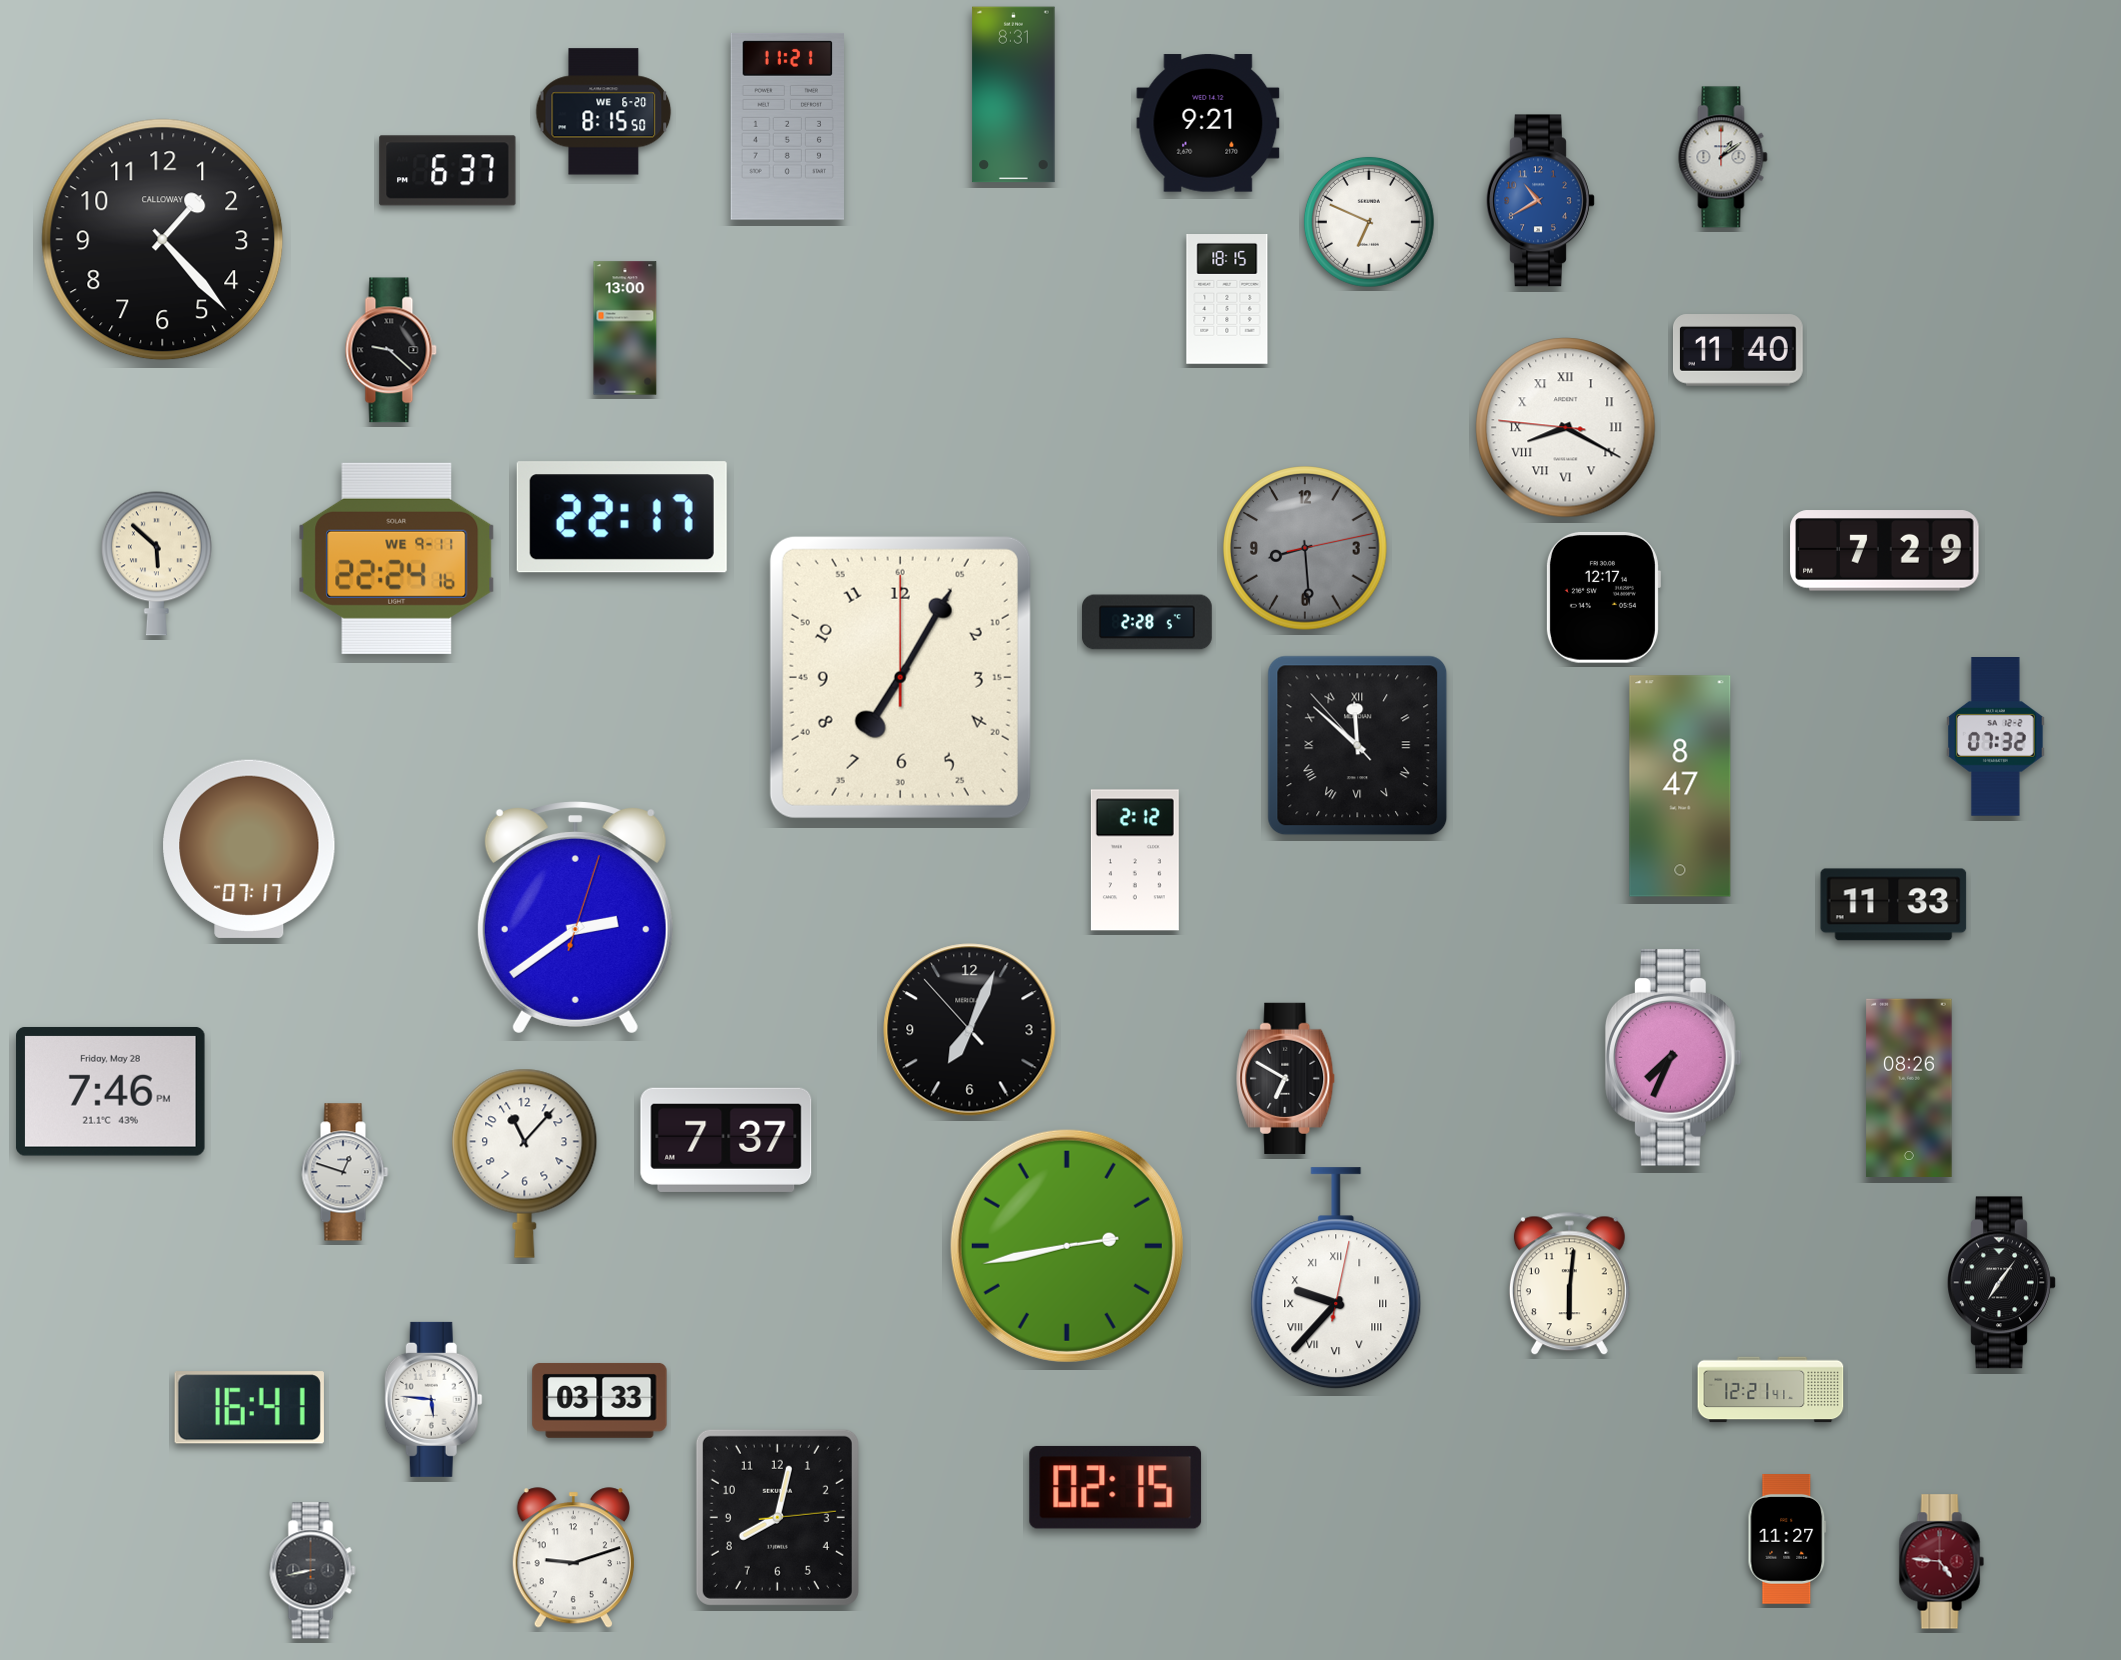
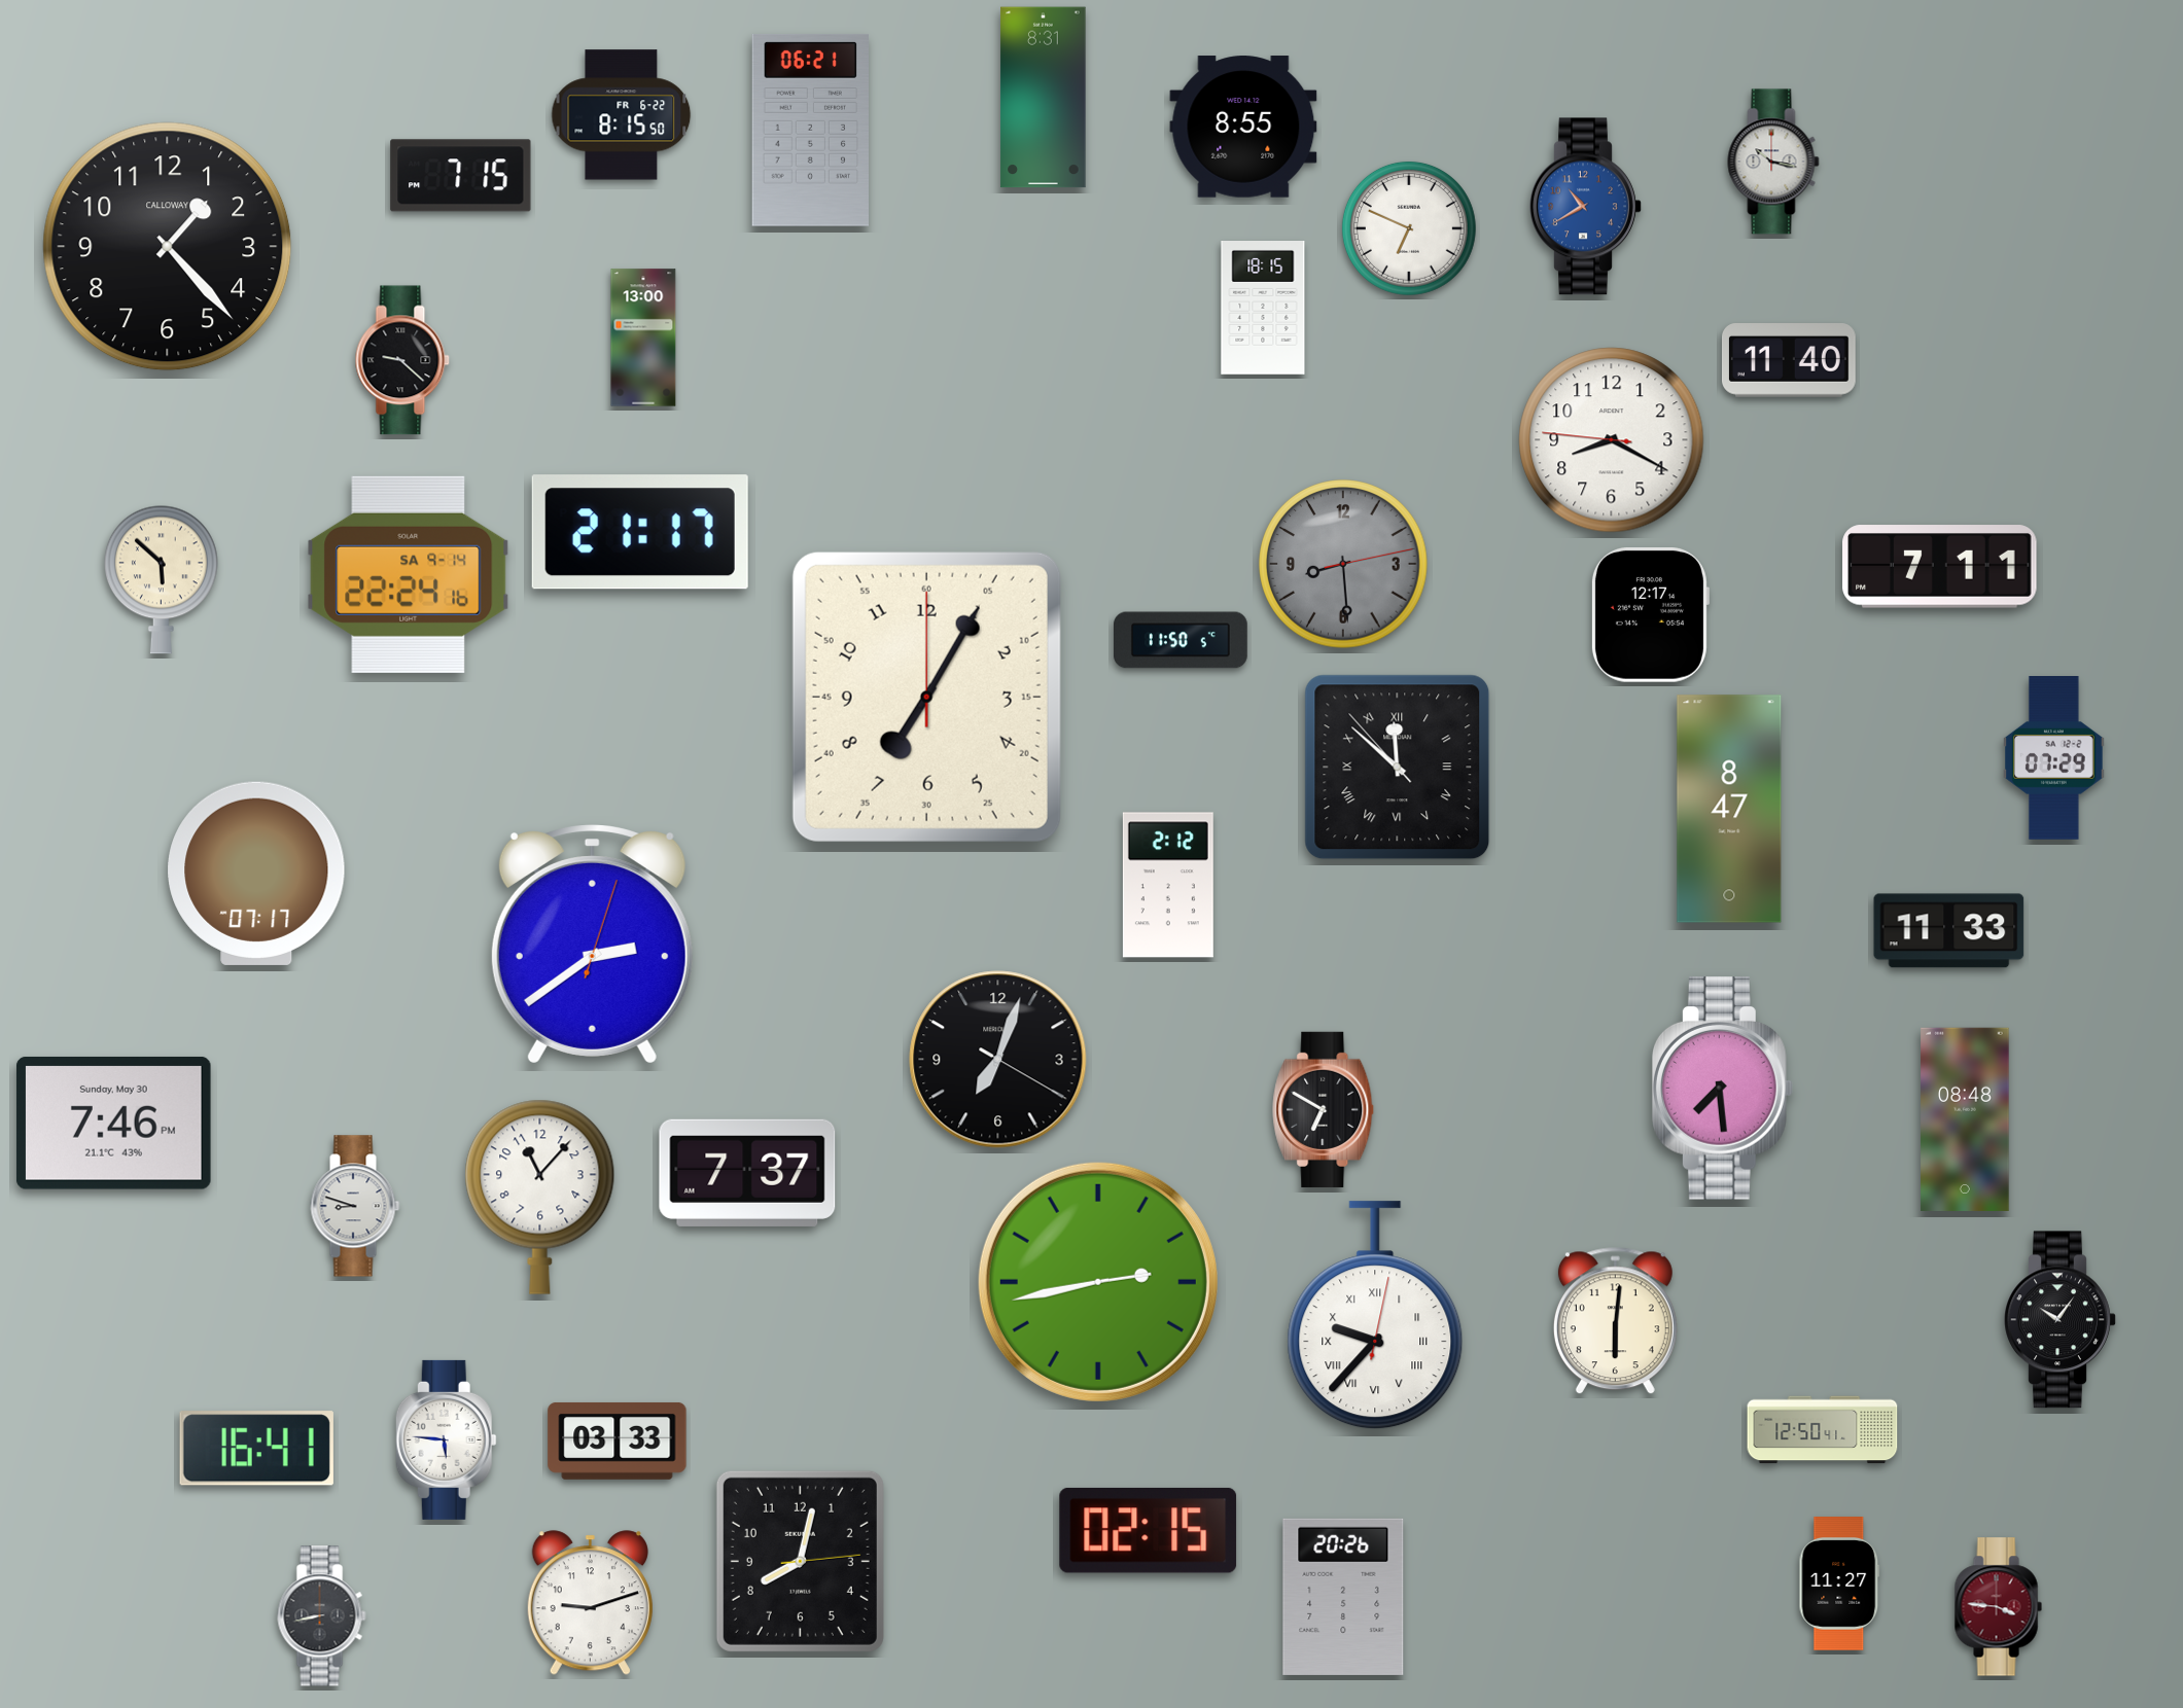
clock at (604, 112) date: WE 6-20 -> FR 6-22
clock at (1208, 123): 9:21 -> 8:55
clock at (787, 126): 11:21 -> 06:21
clock at (1723, 157): 1:09 -> 10:17
clock at (448, 171): 6:37 -> 7:15
clock at (1566, 428) numerals: Roman -> Arabic
clock at (622, 517): 22:17 -> 21:17
clock at (1885, 551): 7:29 -> 7:11
clock at (397, 558) date: WE 9-11 -> SA 9-14
clock at (1148, 622): 2:28 -> 11:50
clock at (1996, 737): 07:32 -> 07:29
clock at (970, 1030): 7:03:53 -> 7:03:20
clock at (1673, 1058): 7:34 -> 7:29
clock at (1909, 1087): 08:26 -> 08:48
clock at (110, 1091) date: Friday, May 28 -> Sunday, May 30
clock at (345, 1172): 12:48 -> 8:48
clock at (2002, 1283): 7:06 -> 10:06
clock at (1771, 1390): 12:21 -> 12:50
clock at (1343, 1597): none -> 20:26
clock at (1941, 1562): 4:46 -> 3:46
